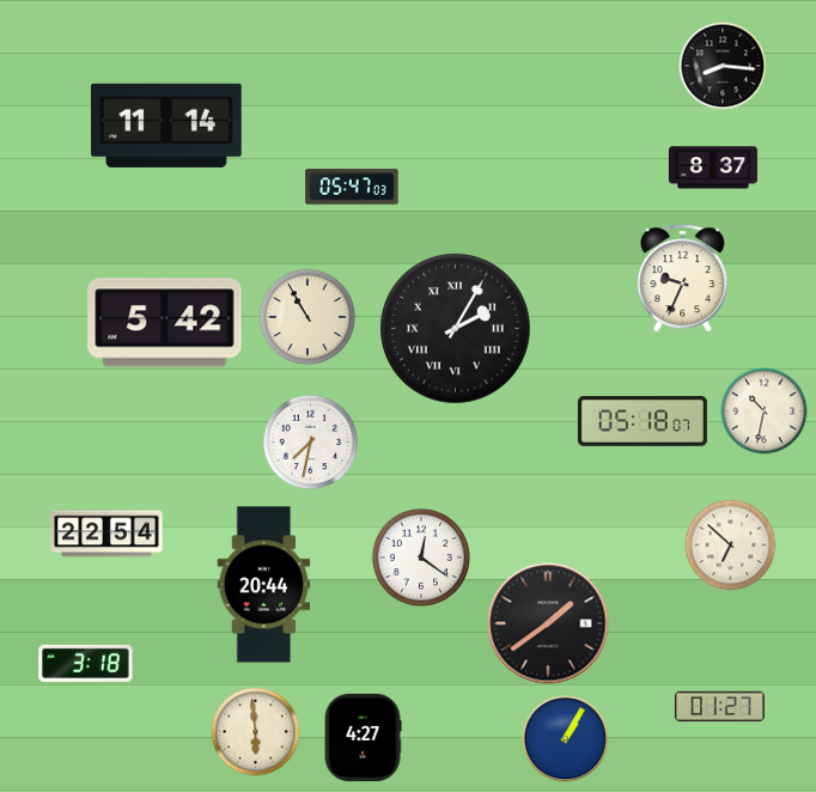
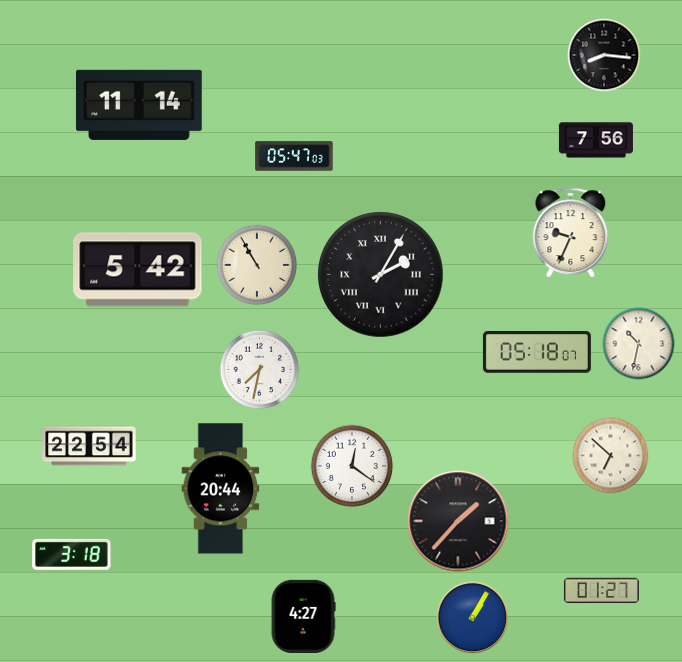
clock at (713, 167): 8:37 -> 7:56
clock at (548, 623): 1:39 -> 1:37
clock at (256, 732): 5:59 -> none
